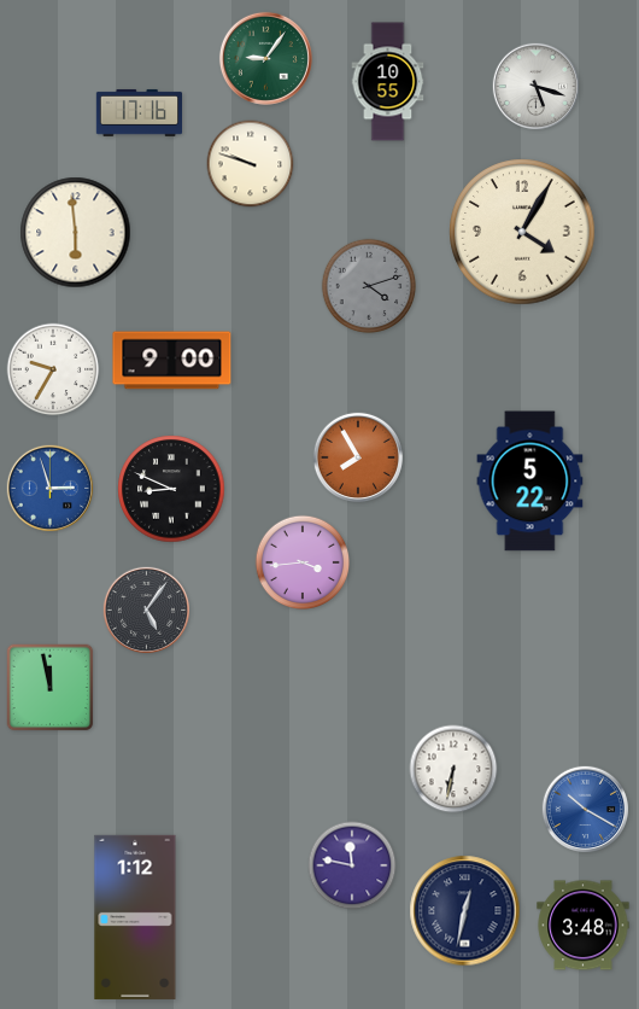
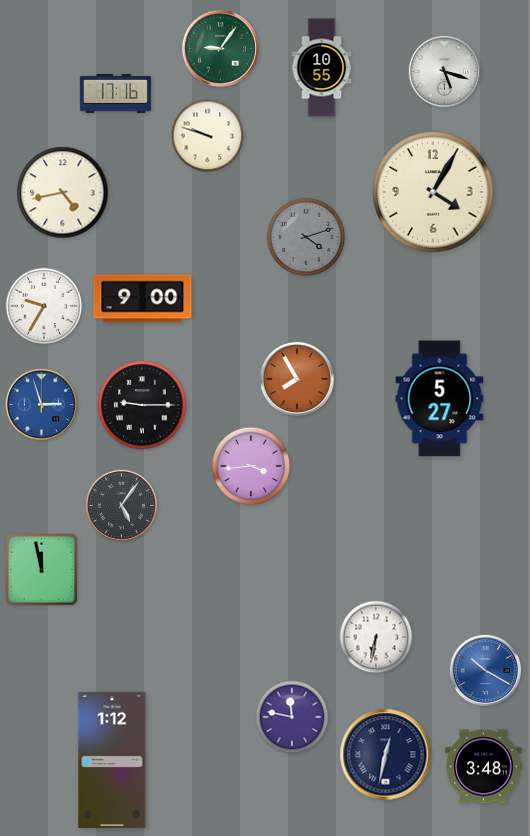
clock at (76, 233): 5:59 -> 4:43
clock at (530, 482): 5:22 -> 5:27
clock at (171, 489): 8:49 -> 9:15
